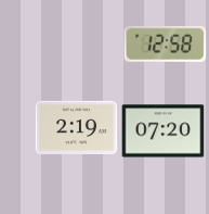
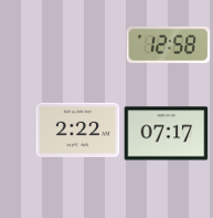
clock at (77, 127): 2:19 -> 2:22
clock at (164, 131): 07:20 -> 07:17
